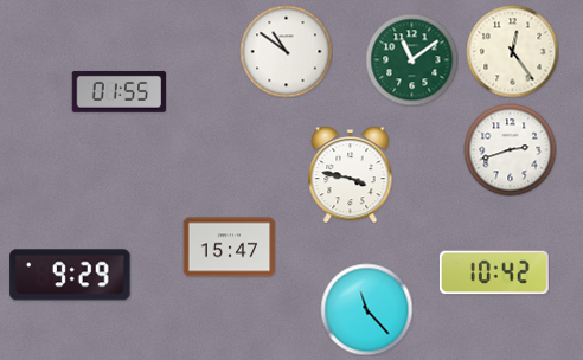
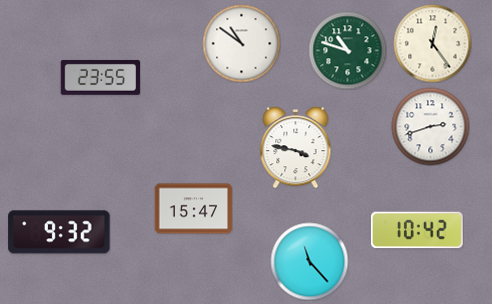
clock at (411, 59): 11:09 -> 10:48
clock at (118, 91): 01:55 -> 23:55
clock at (70, 275): 9:29 -> 9:32
